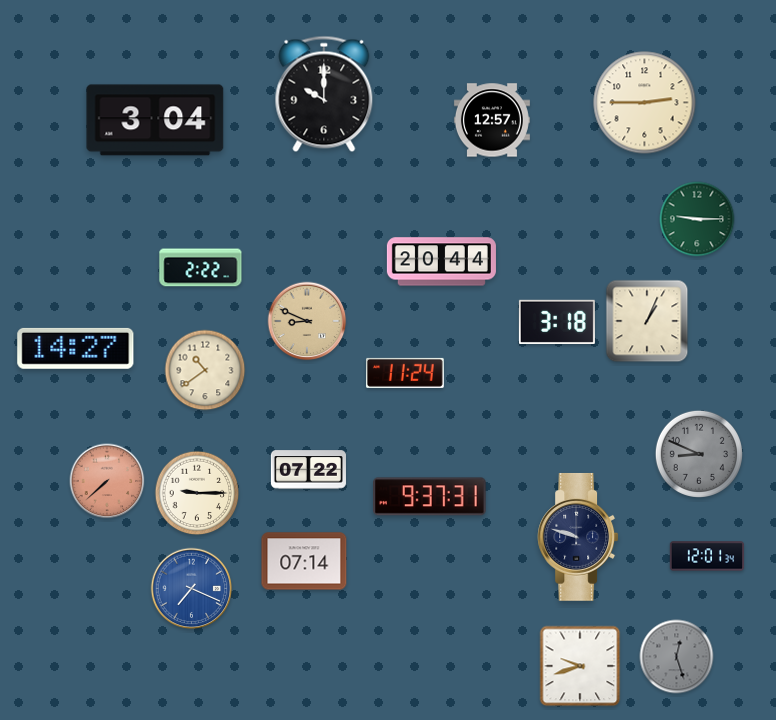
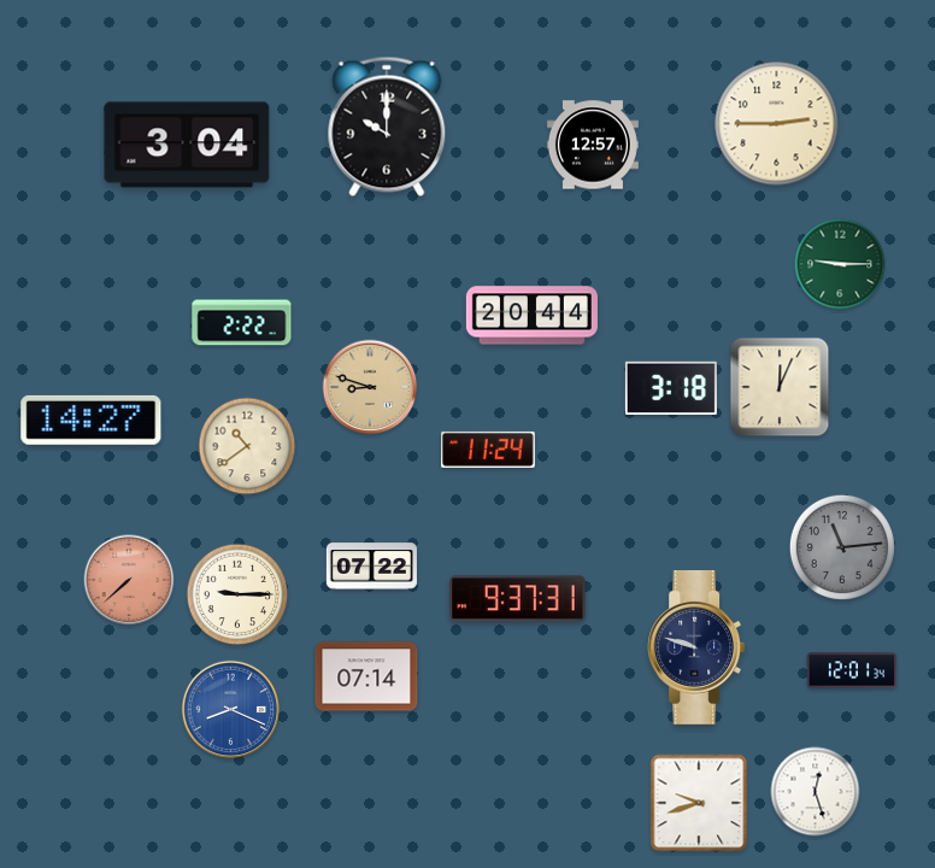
clock at (324, 94) position: (324, 94) -> (387, 127)
clock at (307, 321): 8:49 -> 8:48
clock at (647, 321): 1:04 -> 12:04
clock at (699, 454): 8:49 -> 11:14
clock at (192, 589): 7:19 -> 8:19
clock at (677, 657) dial: grey -> white
